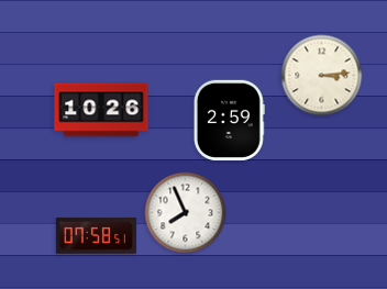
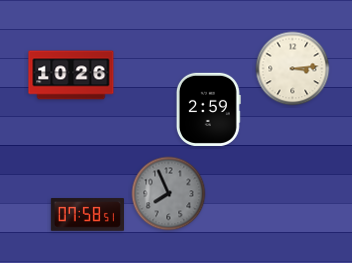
clock at (101, 110) position: (101, 110) -> (71, 75)
clock at (186, 213) dial: white -> grey
